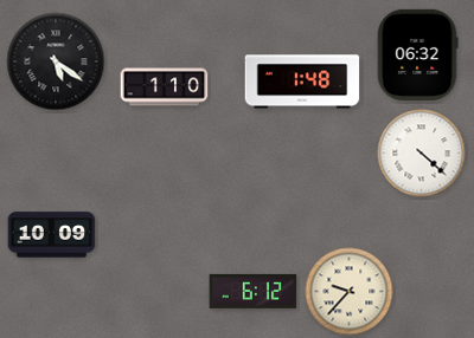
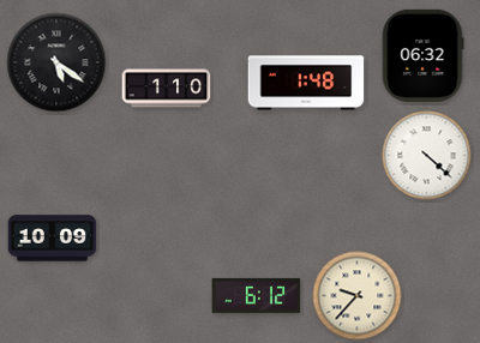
clock at (350, 292) position: (350, 292) -> (358, 296)
